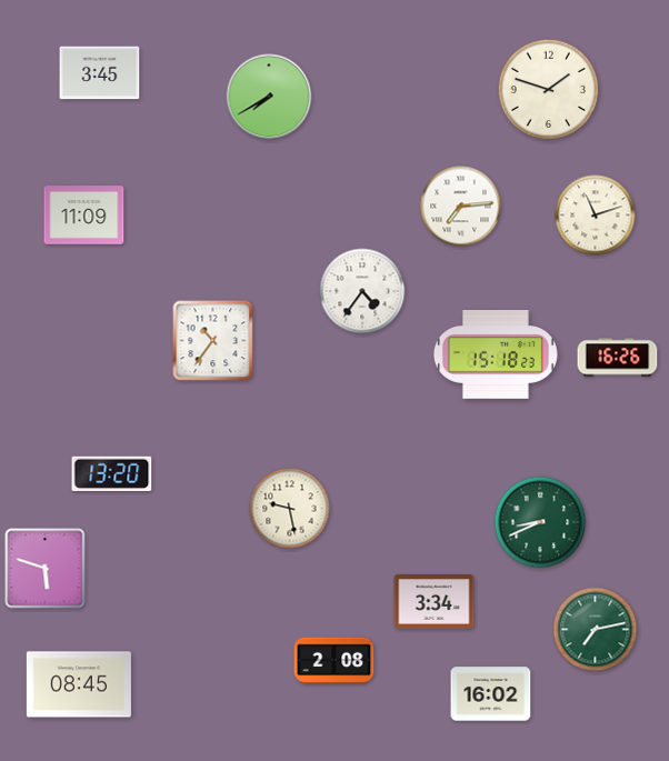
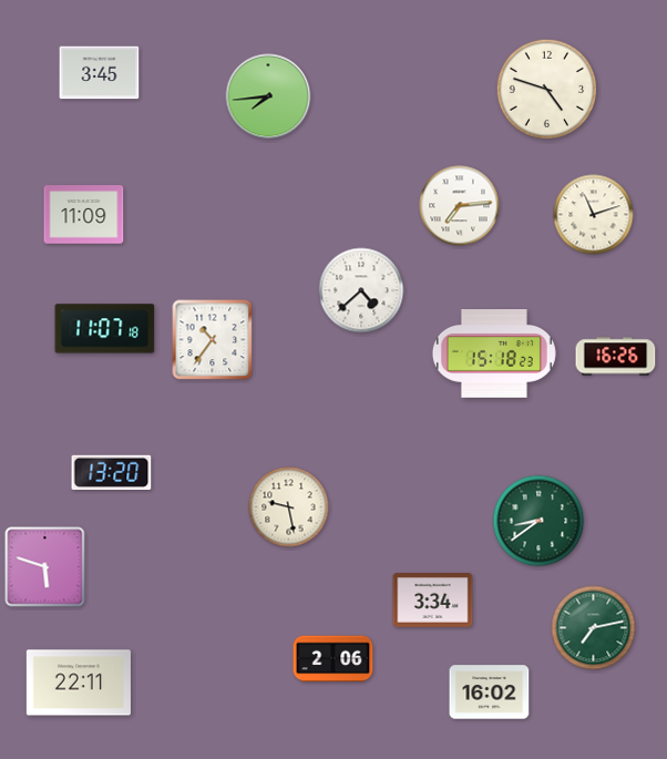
clock at (548, 89): 1:48 -> 4:48
clock at (269, 97): 7:40 -> 7:44
clock at (362, 291): 4:36 -> 4:38
clock at (105, 329): none -> 11:07
clock at (540, 522): 8:41 -> 8:39
clock at (334, 661): 2:08 -> 2:06
clock at (79, 684): 08:45 -> 22:11
